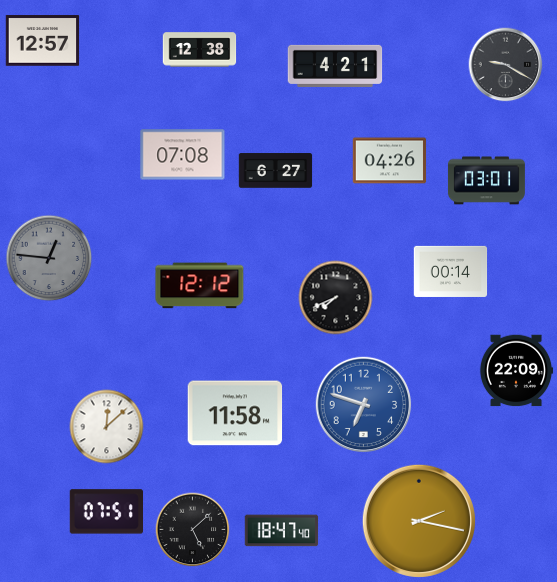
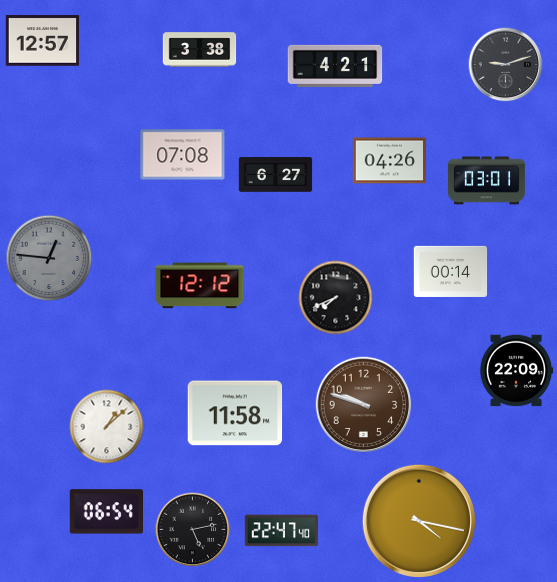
clock at (200, 50): 12:38 -> 3:38
clock at (506, 65): 9:20 -> 9:12
clock at (276, 171) position: (276, 171) -> (276, 175)
clock at (364, 405): 6:48 -> 9:48
clock at (364, 405) dial: blue -> brown
clock at (107, 427): 12:08 -> 1:08
clock at (106, 512): 07:51 -> 06:54
clock at (419, 521): 2:17 -> 4:17
clock at (193, 530): 5:08 -> 5:13
clock at (282, 531): 18:47 -> 22:47
